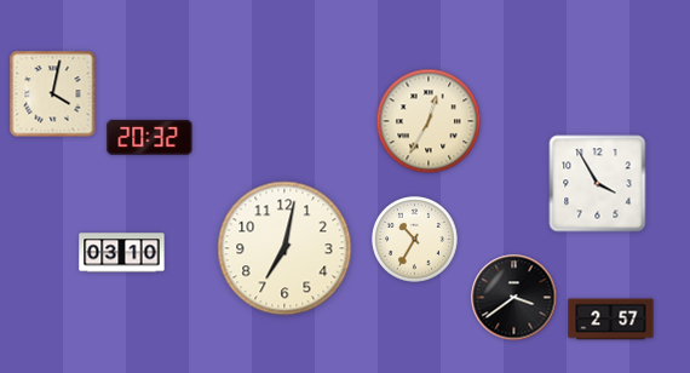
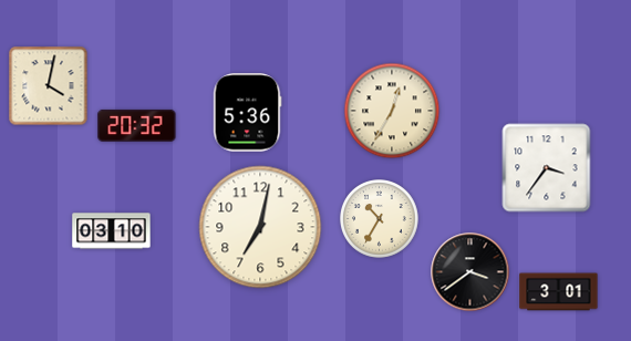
clock at (247, 113): none -> 5:36
clock at (598, 184): 3:55 -> 3:36
clock at (611, 320): 2:57 -> 3:01
